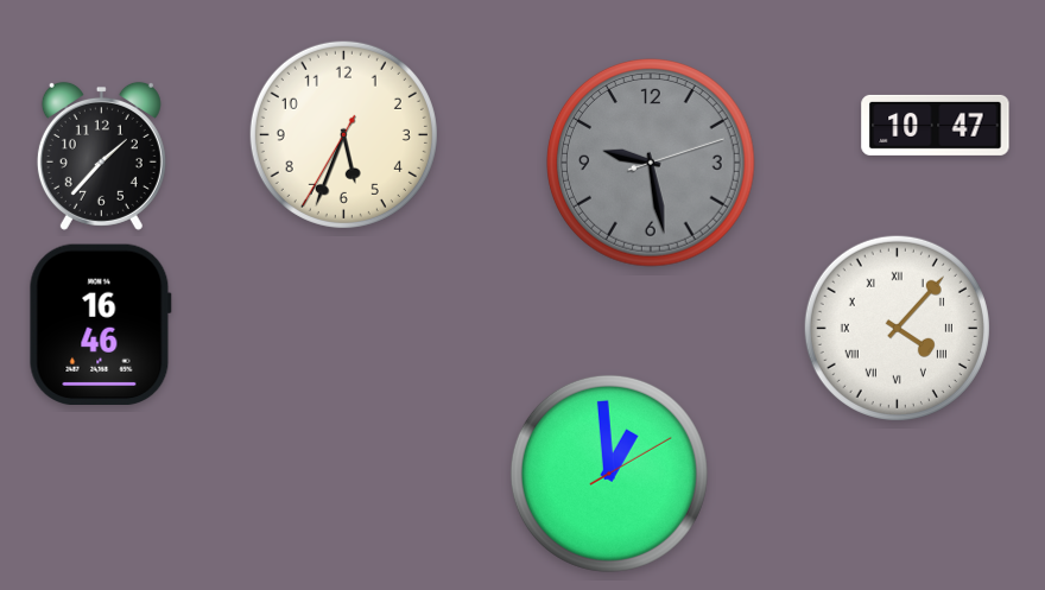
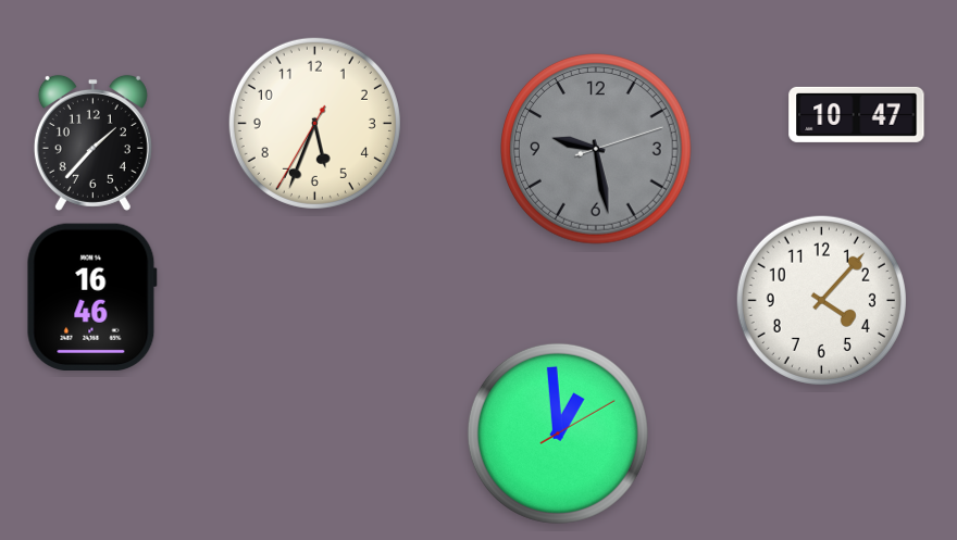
clock at (897, 328) numerals: Roman -> Arabic
